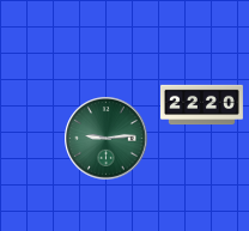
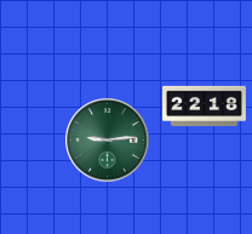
clock at (202, 105): 22:20 -> 22:18
